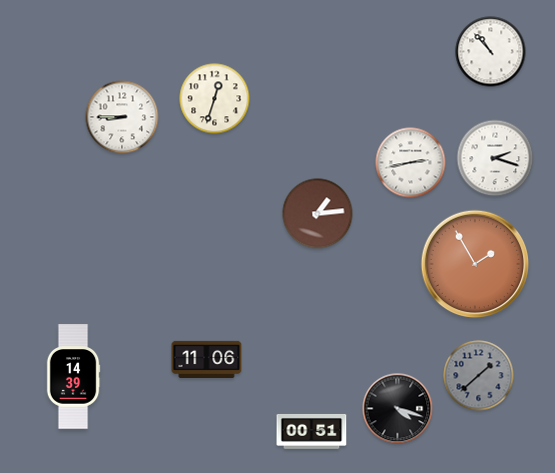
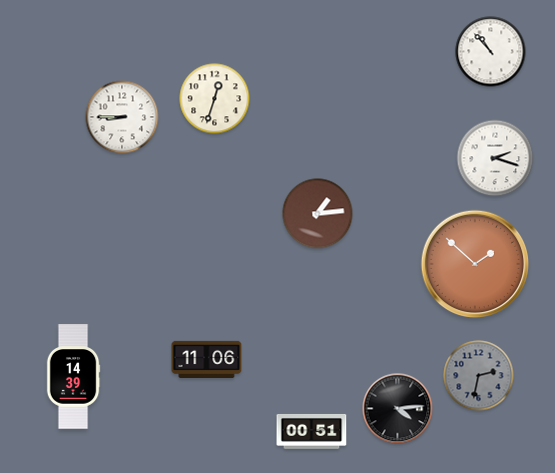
clock at (411, 163): 2:43 -> none
clock at (475, 264): 1:55 -> 1:52
clock at (479, 376): 1:38 -> 2:32
clock at (398, 409): 4:18 -> 4:14
